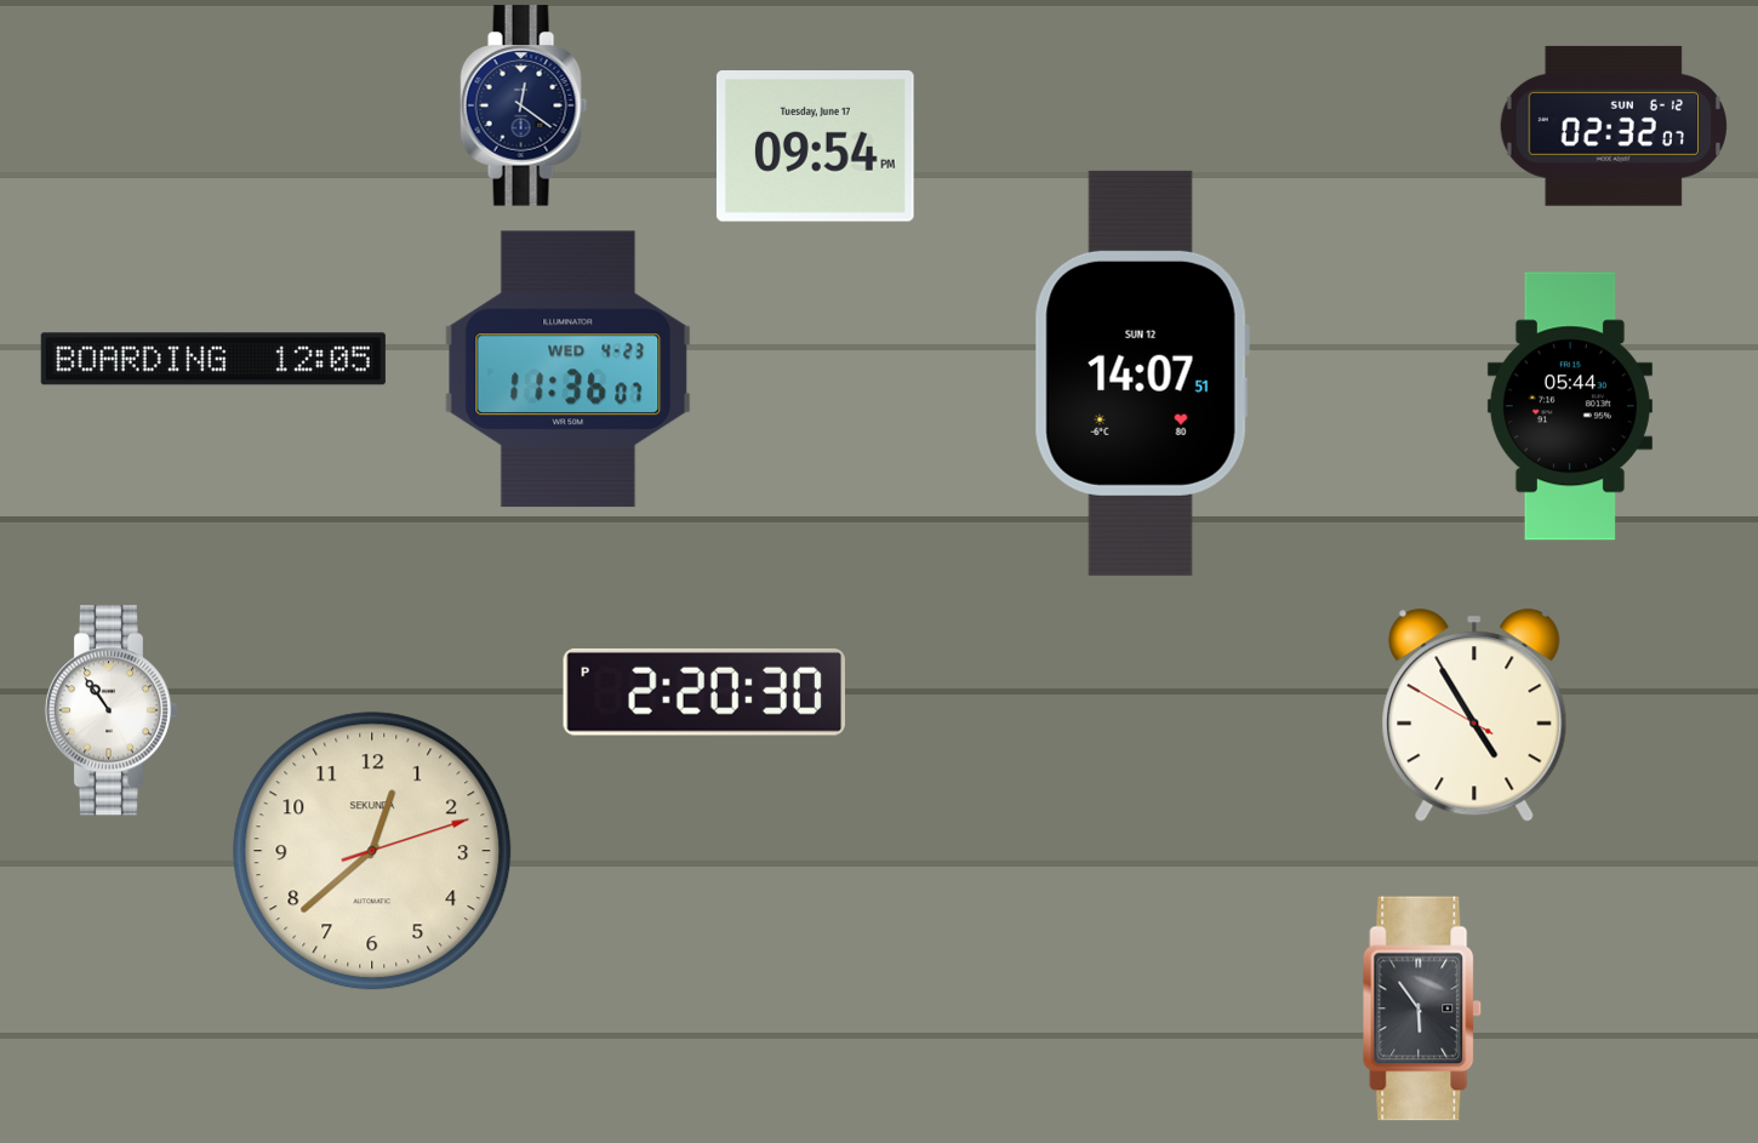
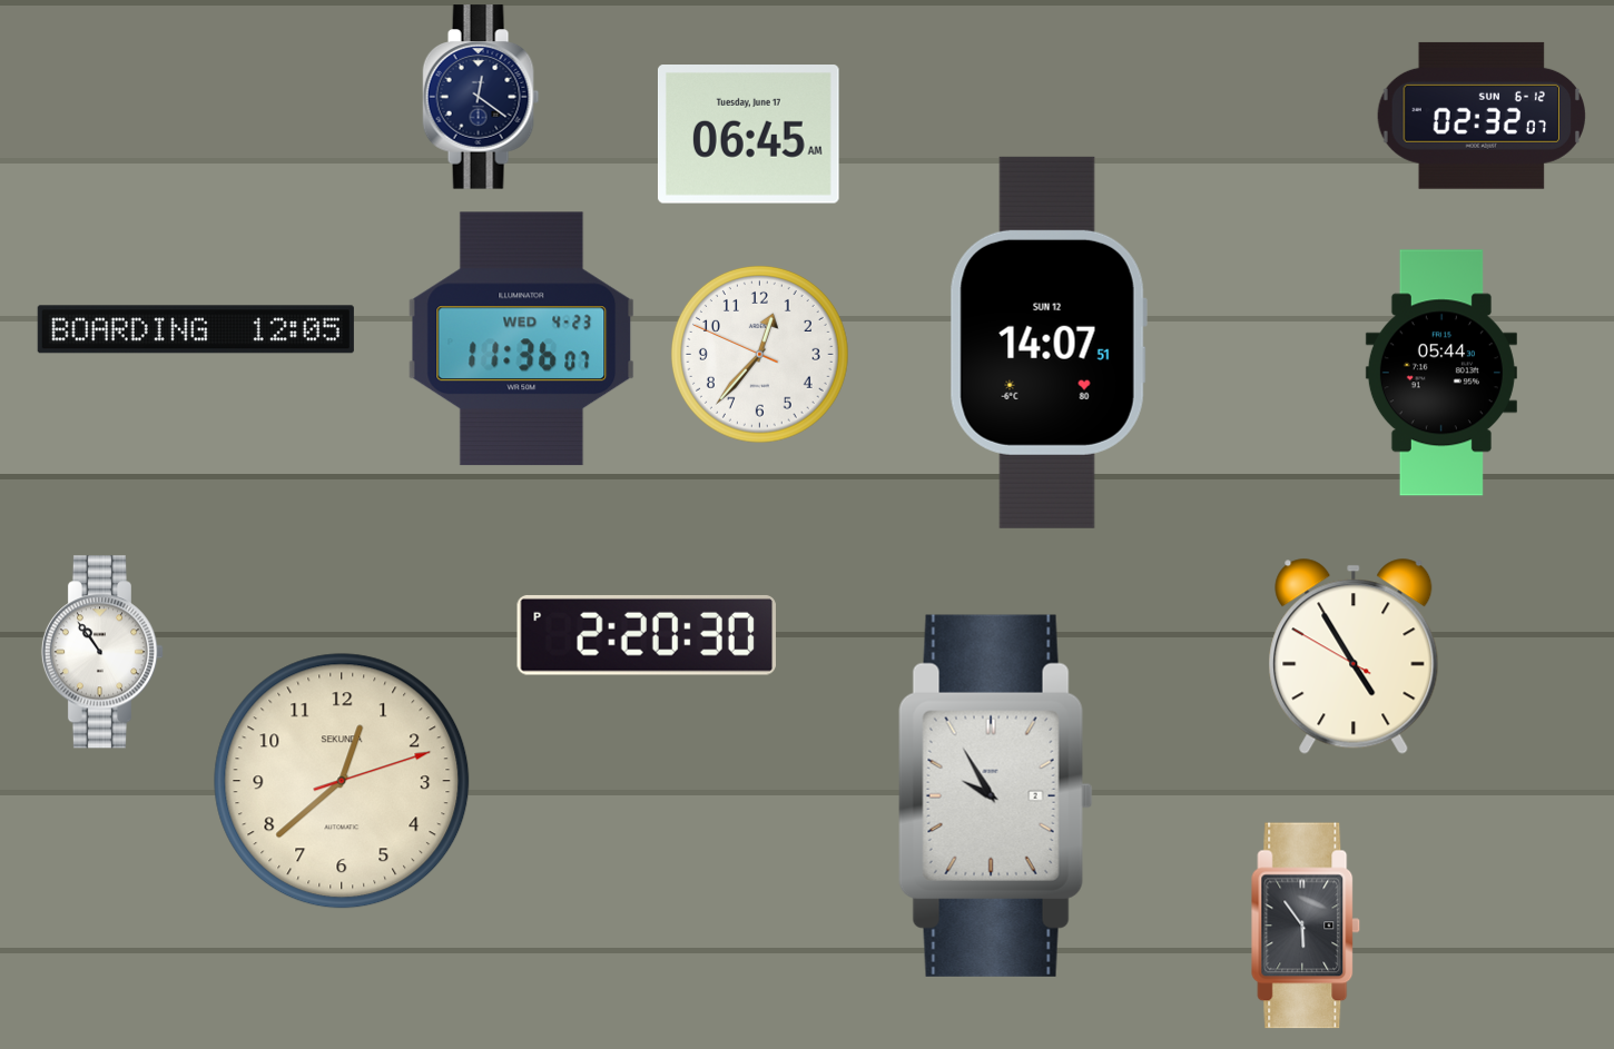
clock at (815, 147): 09:54 -> 06:45
clock at (759, 354): none -> 12:36
clock at (995, 795): none -> 9:55
